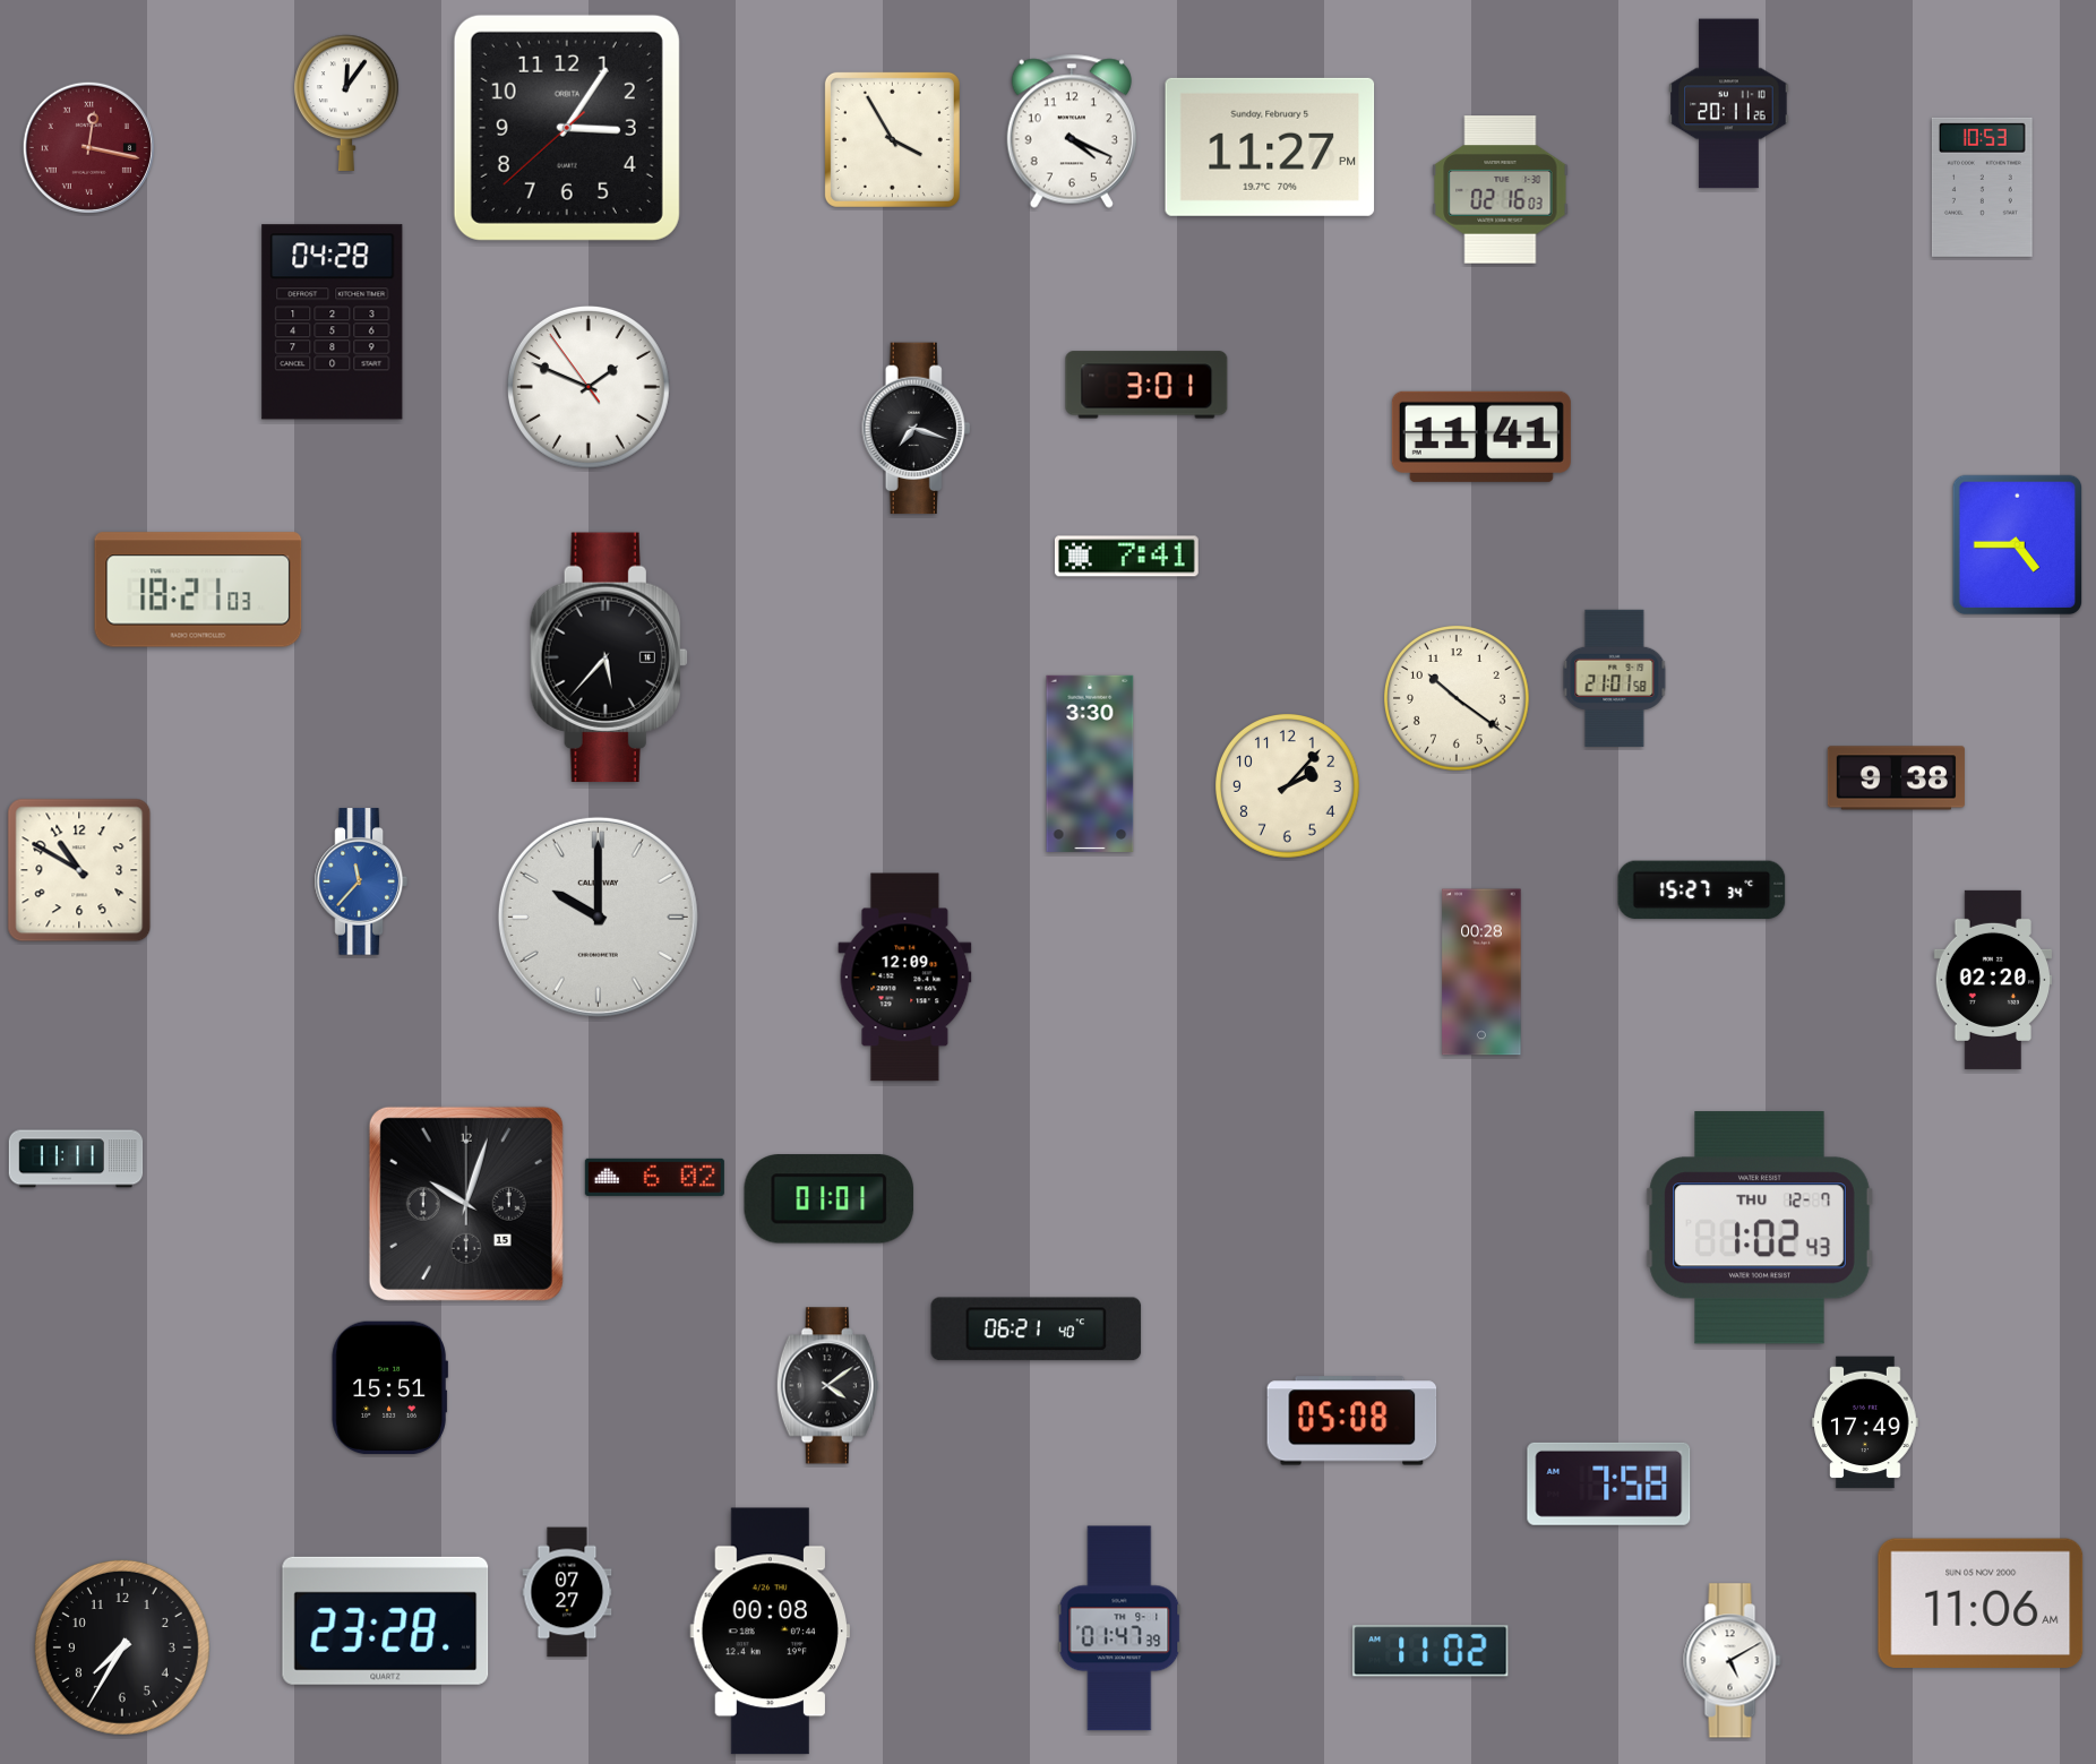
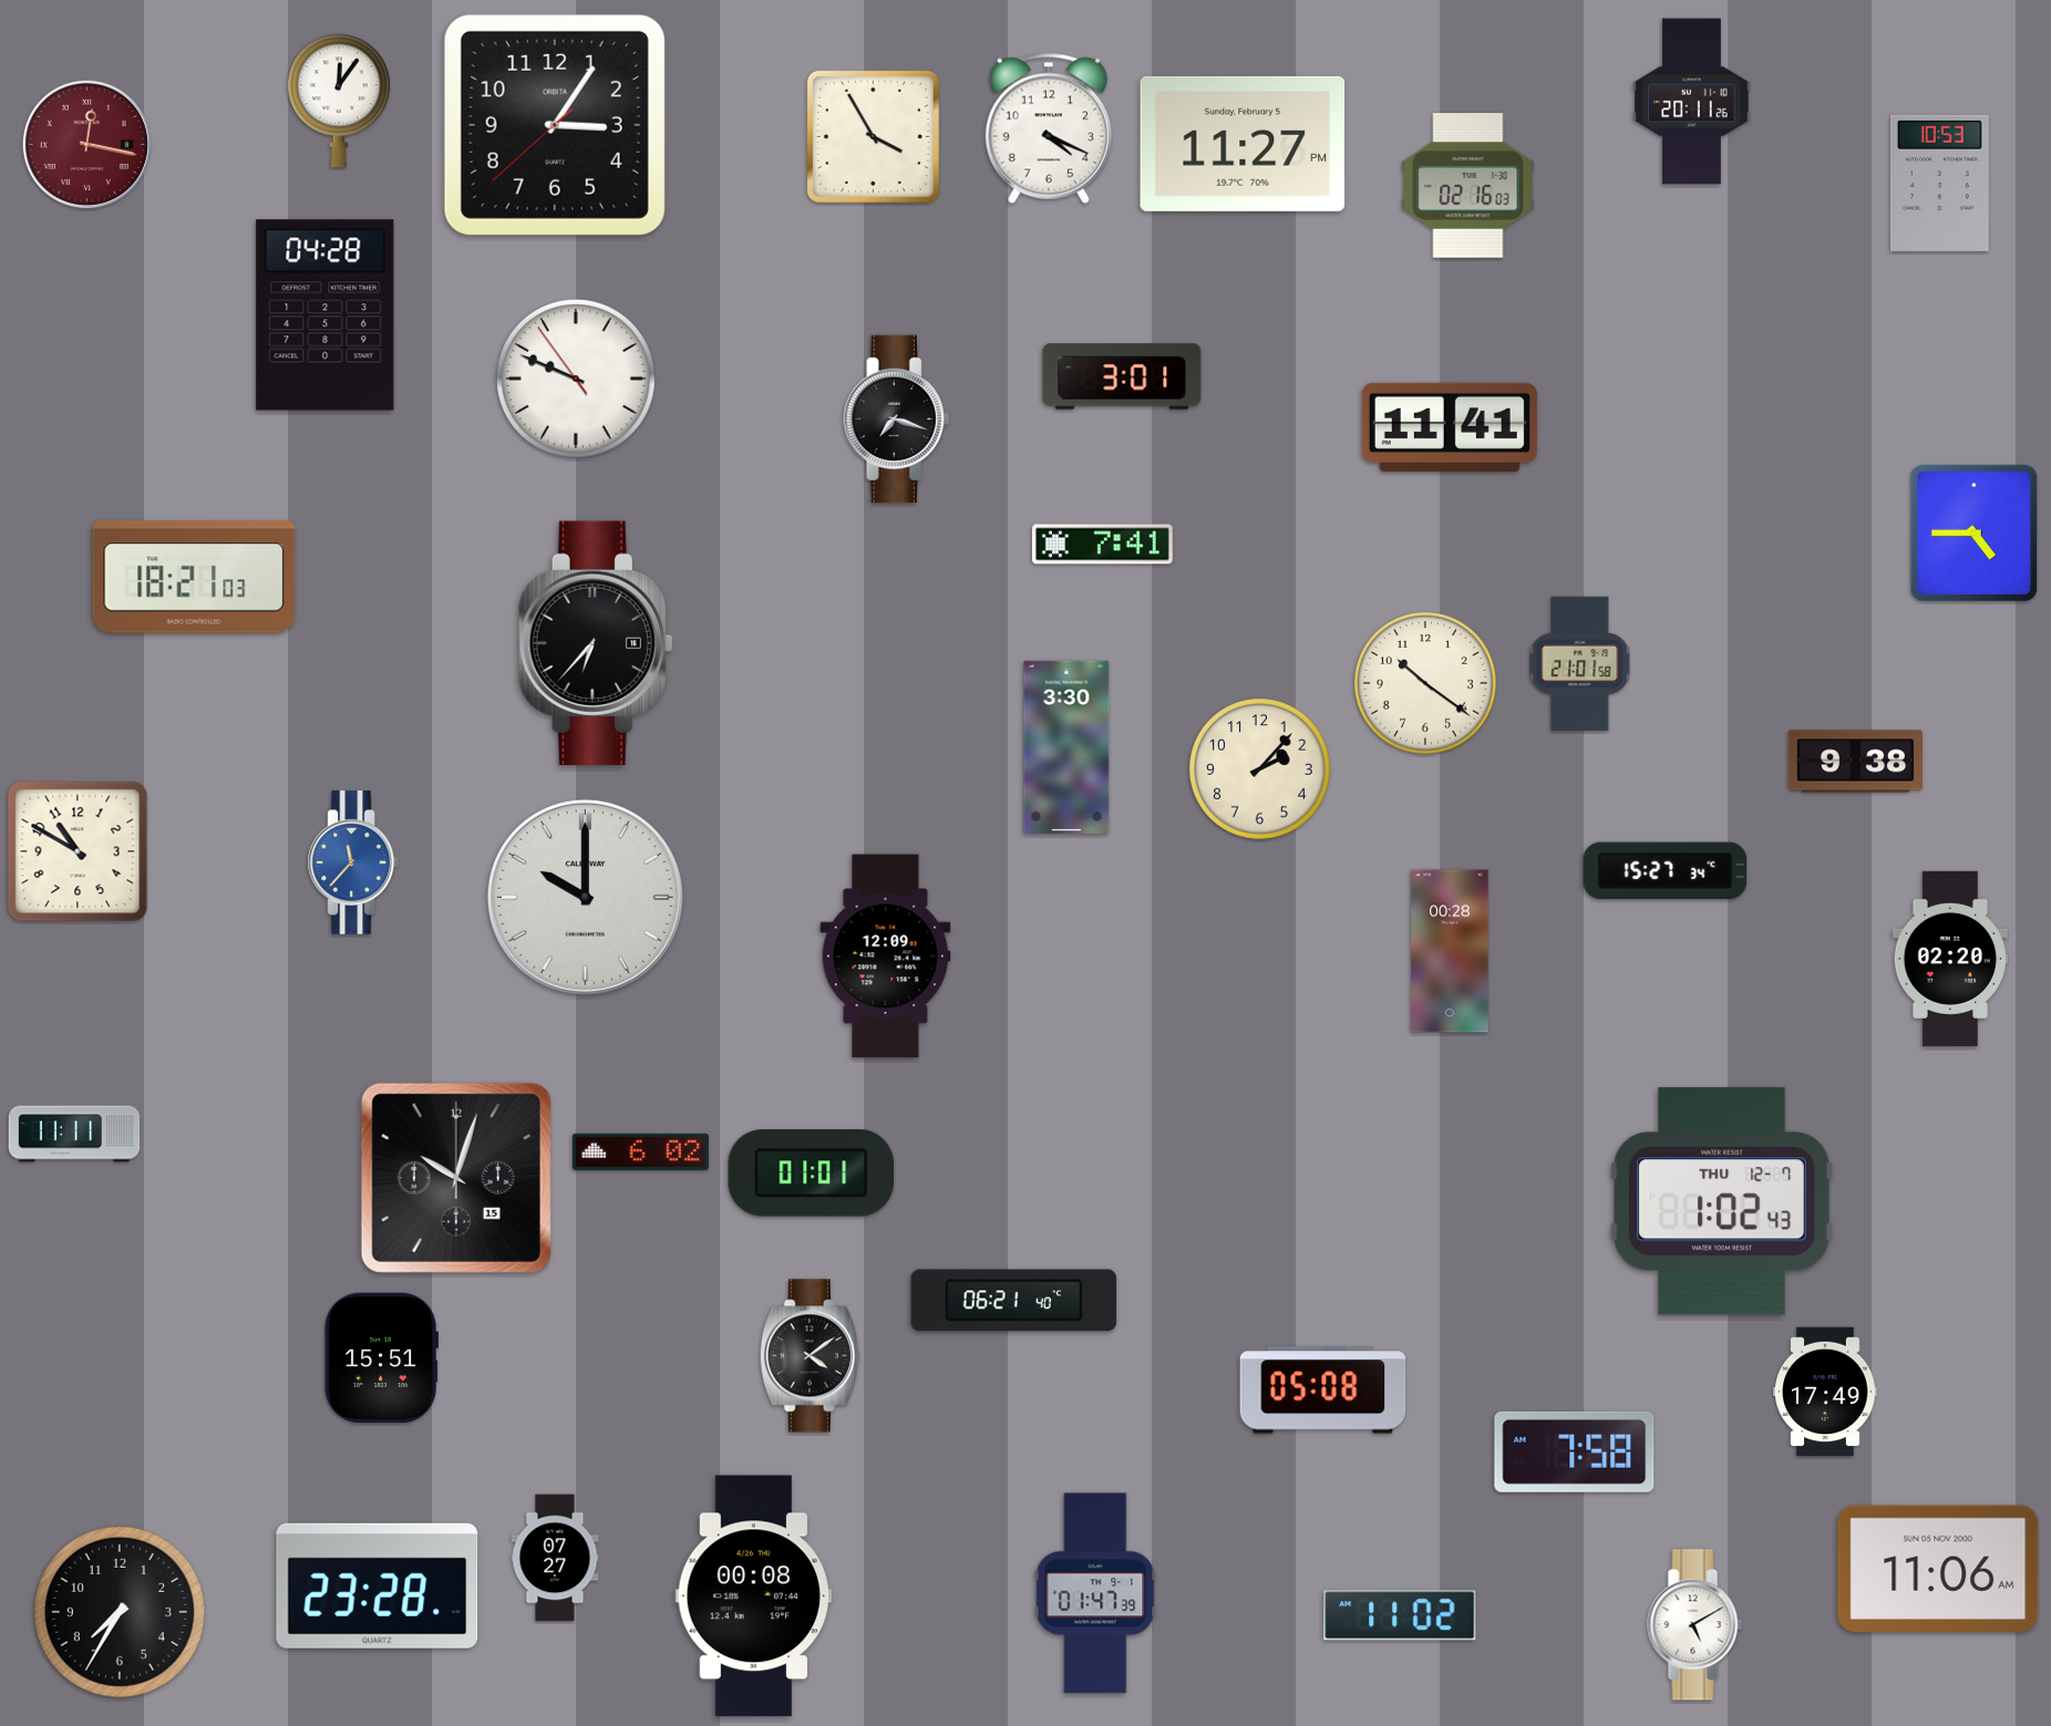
clock at (589, 387): 1:48 -> 9:48
clock at (609, 657): 5:37 -> 6:37
